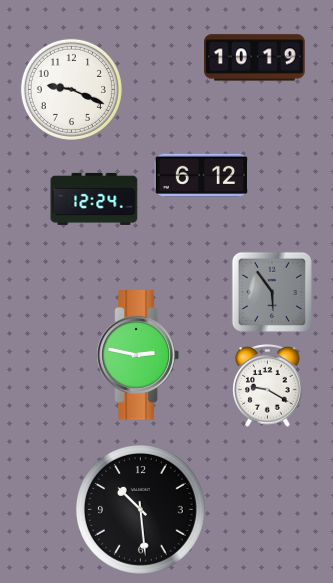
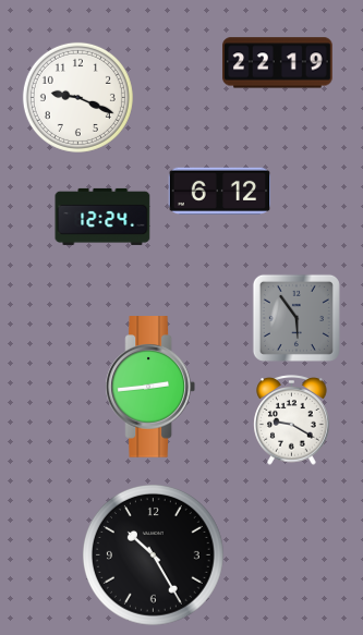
clock at (255, 58): 10:19 -> 22:19
clock at (137, 355): 2:47 -> 2:44
clock at (140, 509): 10:29 -> 10:25
